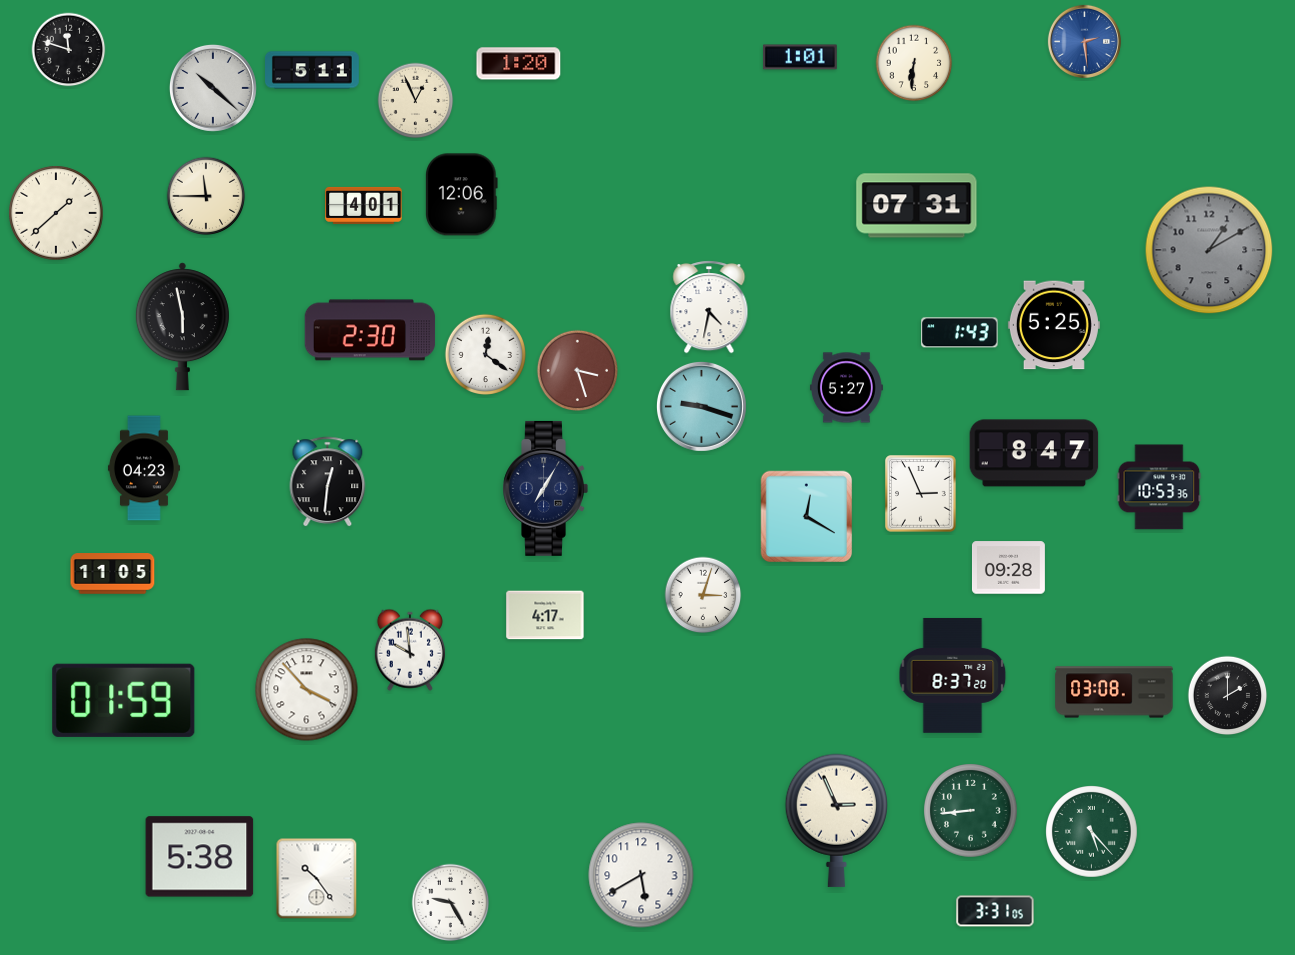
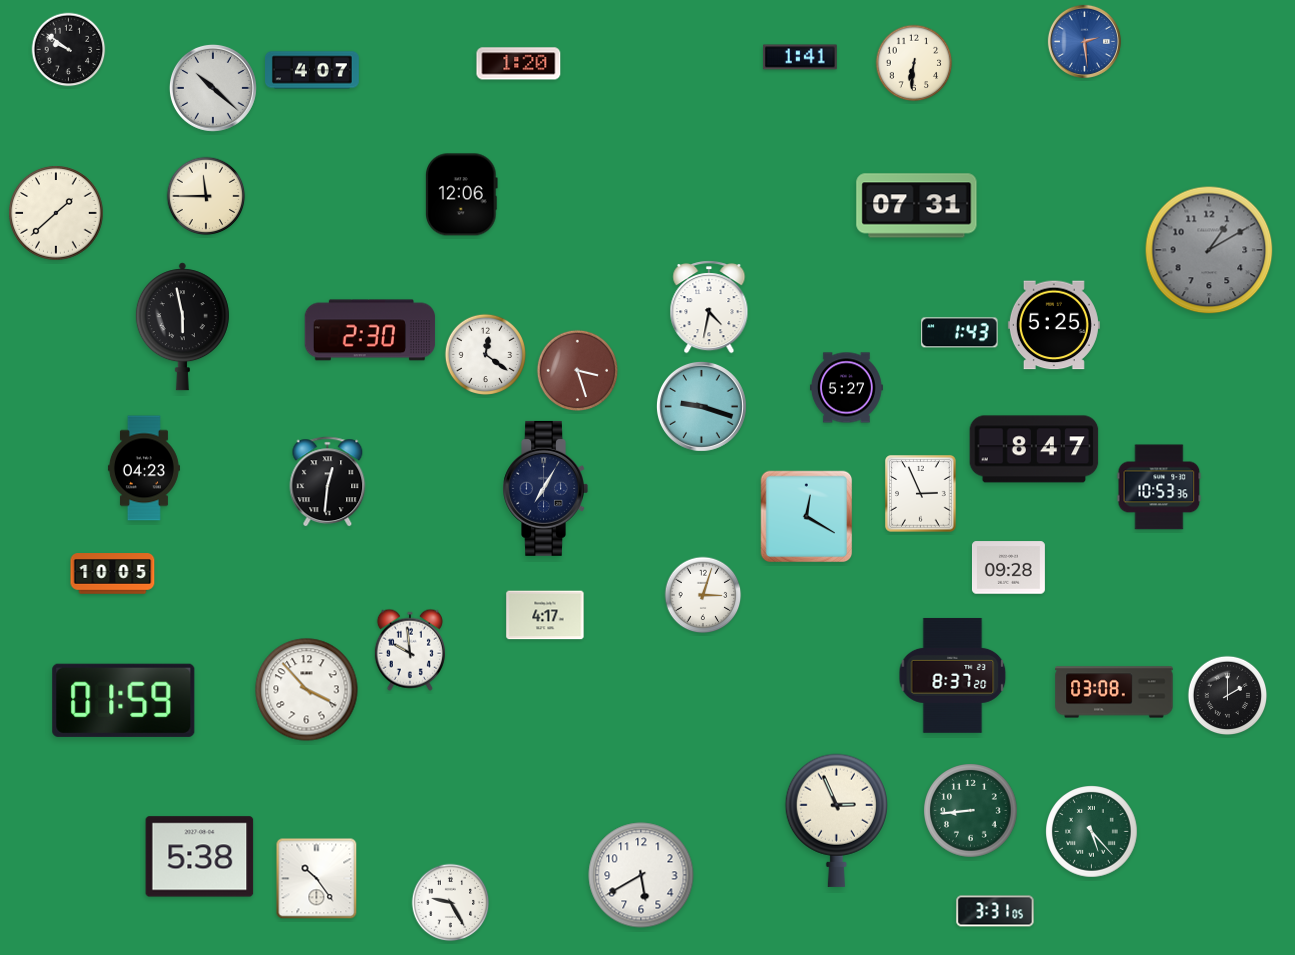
clock at (69, 50): 11:48 -> 9:51
clock at (801, 57): 1:01 -> 1:41
clock at (313, 70): 5:11 -> 4:07
clock at (416, 101): 12:56 -> none
clock at (364, 205): 4:01 -> none
clock at (1034, 453) position: (1034, 453) -> (1034, 449)
clock at (113, 574): 11:05 -> 10:05
